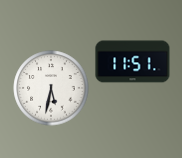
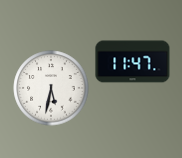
clock at (133, 62): 11:51 -> 11:47
